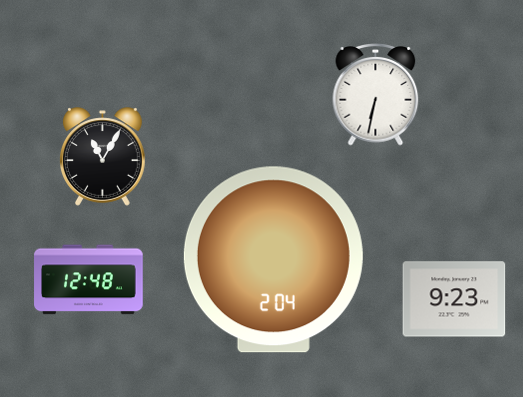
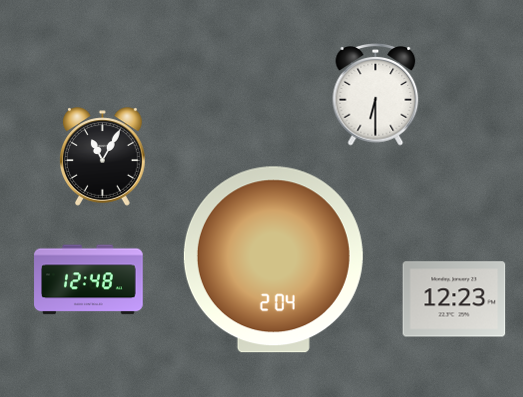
clock at (376, 95): 6:32 -> 6:30
clock at (454, 299): 9:23 -> 12:23
